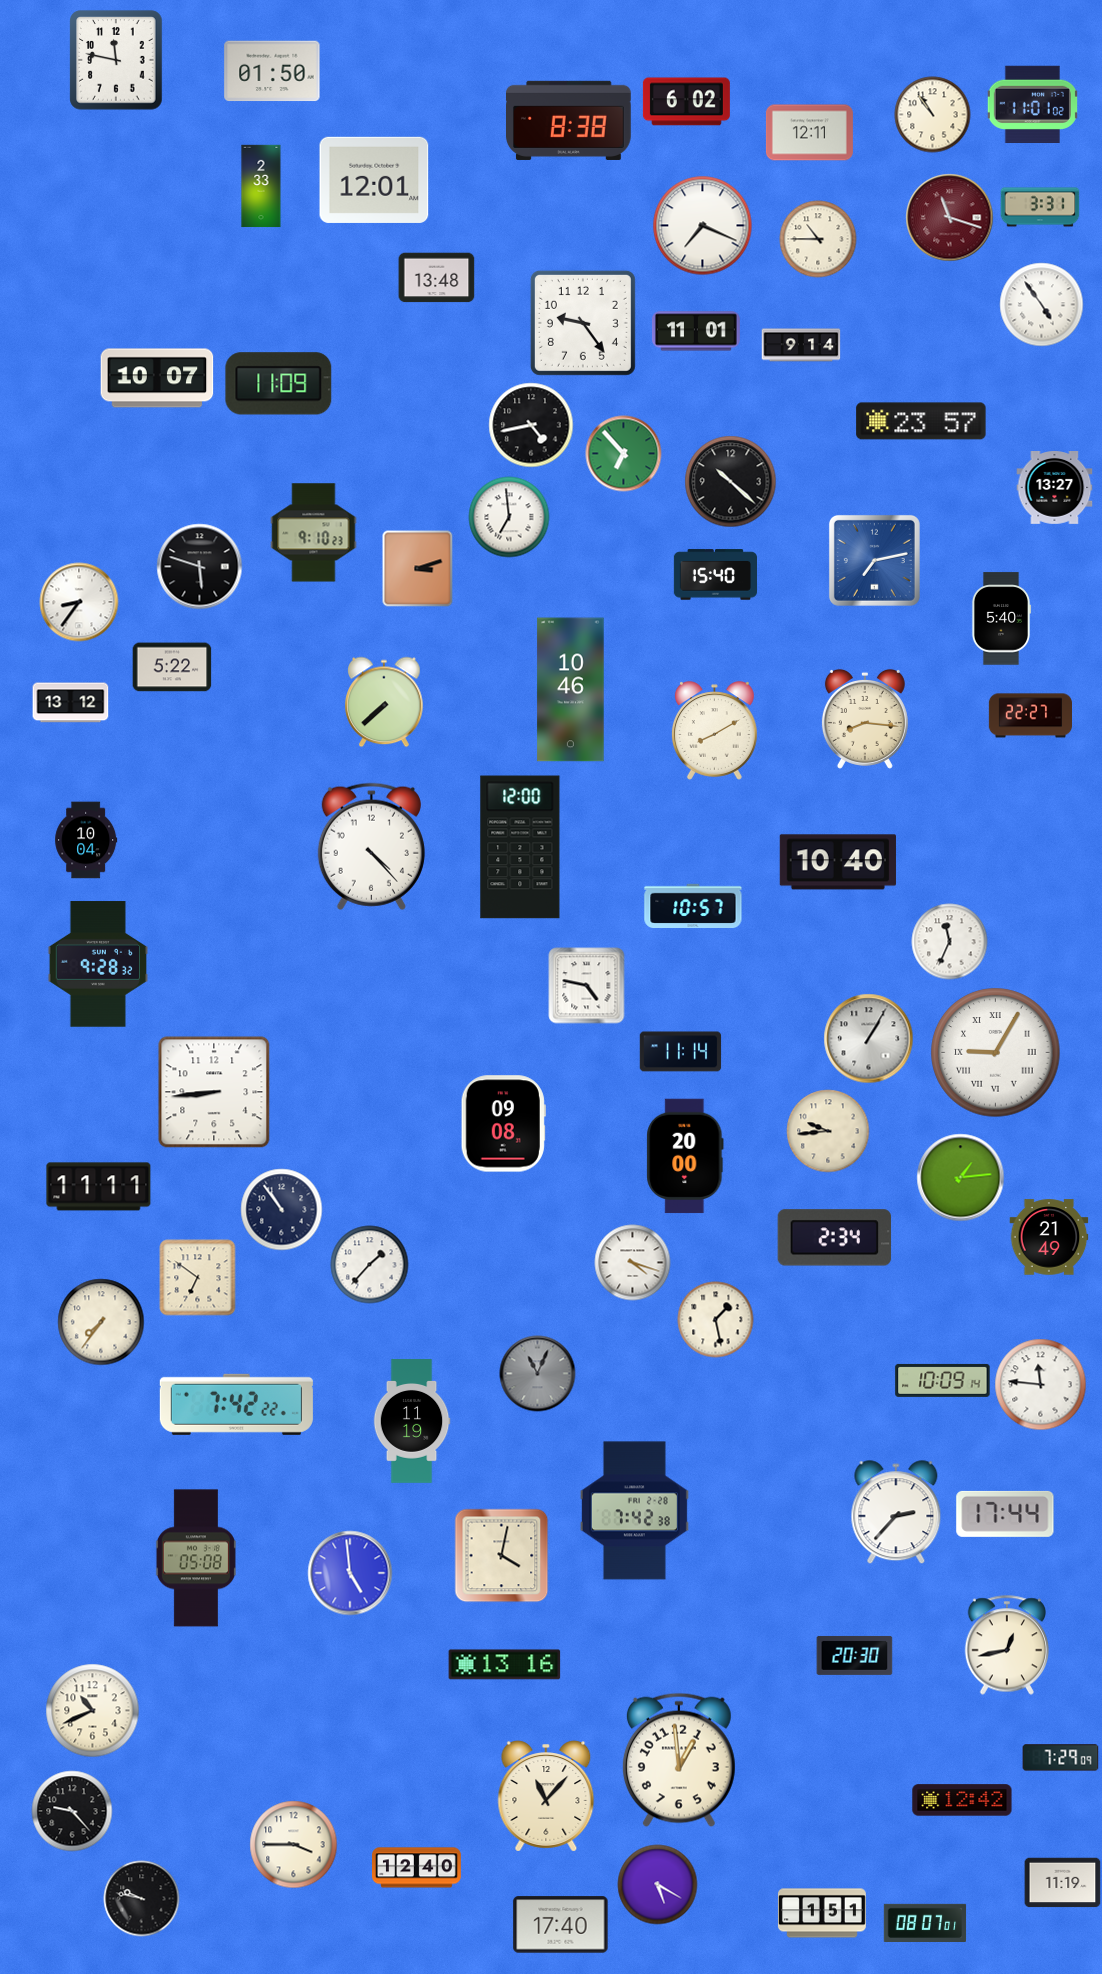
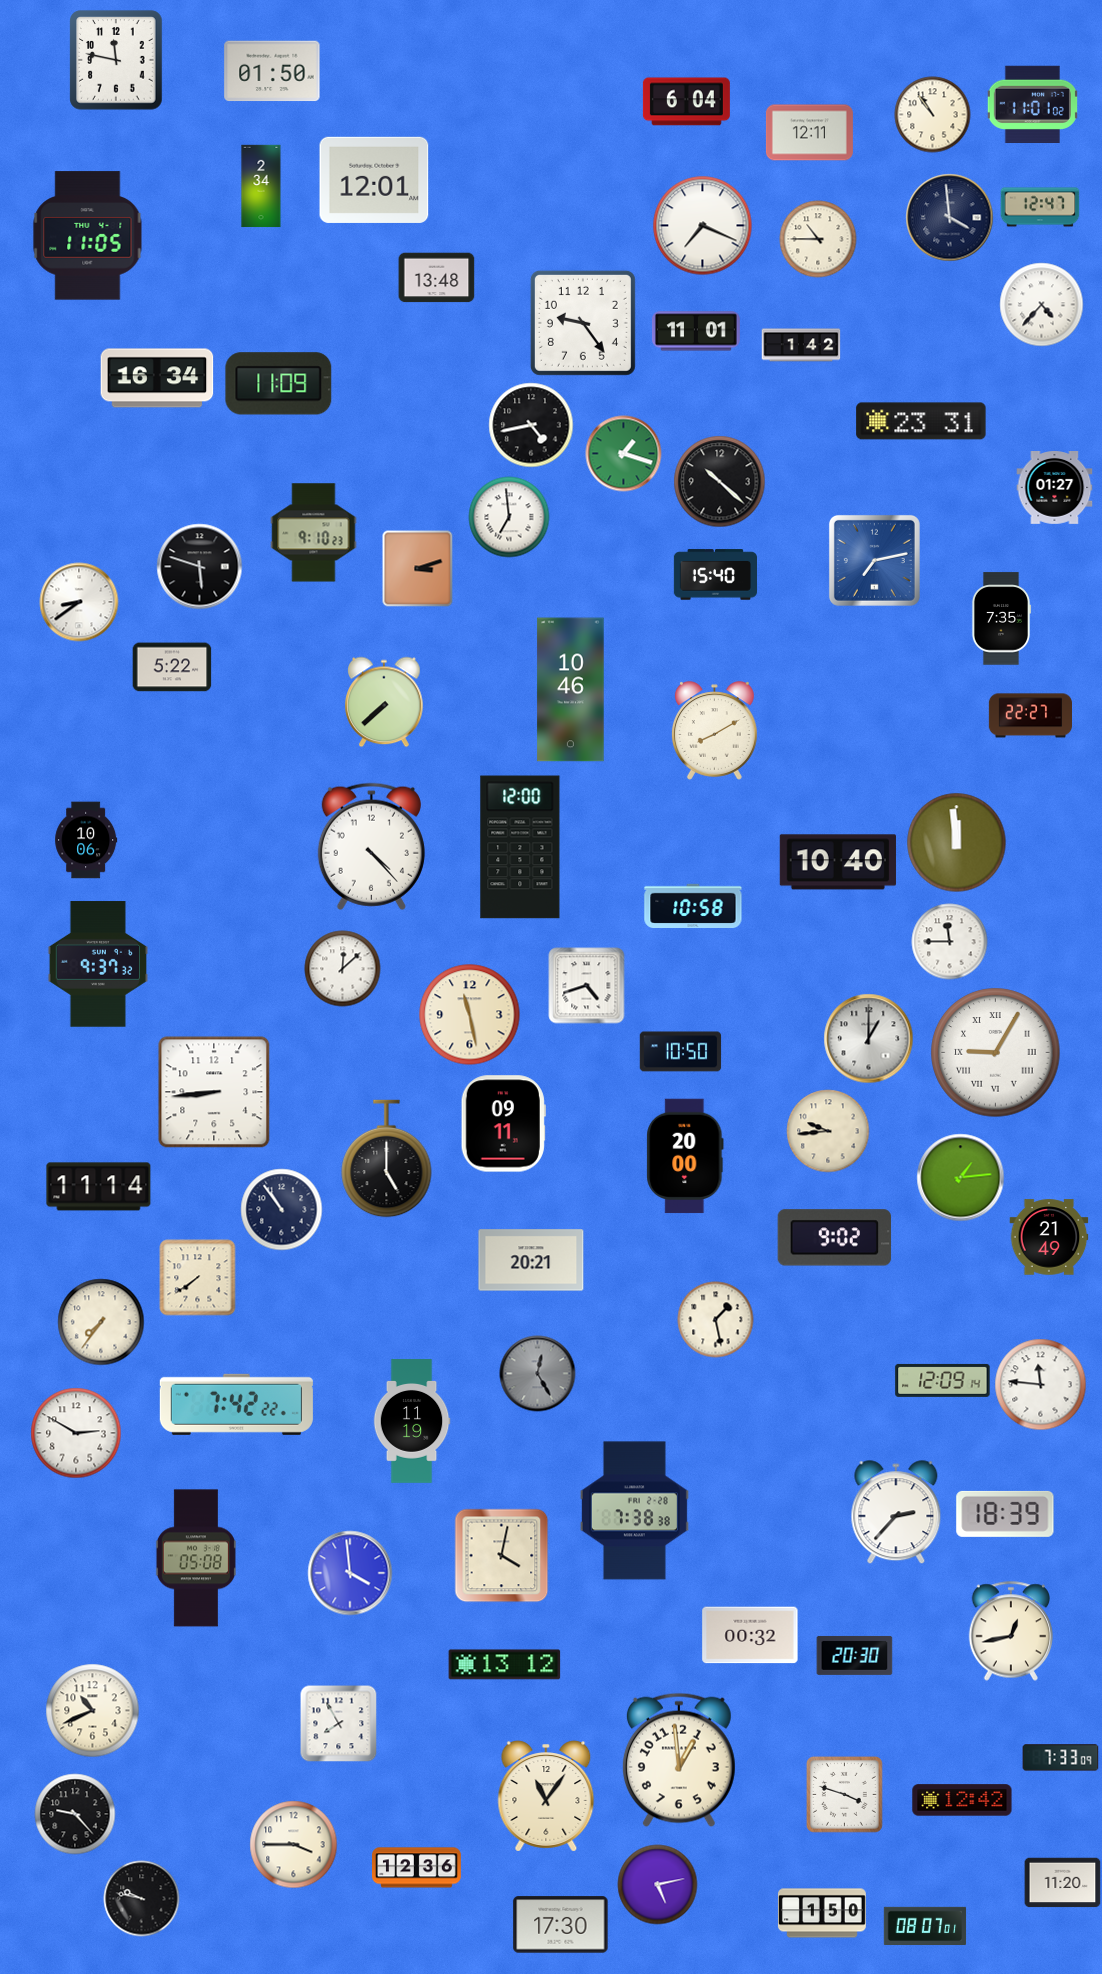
clock at (686, 102): 6:02 -> 6:04
clock at (569, 120): 8:38 -> none
clock at (261, 186): 2:33 -> 2:34
clock at (1040, 207): 3:31 -> 12:47
clock at (950, 218): 11:18 -> 3:59
clock at (950, 218) dial: burgundy -> navy
clock at (88, 236): none -> 11:05
clock at (1042, 305): 4:54 -> 4:37
clock at (801, 345): 9:14 -> 1:42
clock at (157, 378): 10:07 -> 16:34
clock at (921, 421): 23:57 -> 23:31
clock at (624, 454): 6:53 -> 1:18
clock at (731, 482) position: (731, 482) -> (720, 482)
clock at (1055, 488): 13:27 -> 01:27
clock at (79, 602): 8:36 -> 8:39
clock at (1001, 619): 5:40 -> 7:35
clock at (71, 703): 13:12 -> none
clock at (865, 719): 8:16 -> none
clock at (86, 840): 10:04 -> 10:06
clock at (957, 843): none -> 11:59
clock at (693, 905): 10:57 -> 10:58
clock at (950, 942): 11:34 -> 11:45
clock at (97, 964): 9:28 -> 9:37
clock at (343, 969): none -> 12:08
clock at (587, 986): 4:47 -> 4:42
clock at (470, 1015): none -> 11:28
clock at (869, 1039): 1:05 -> 1:00
clock at (681, 1052): 11:14 -> 10:50
clock at (503, 1124): 09:08 -> 09:11
clock at (387, 1159): none -> 5:00
clock at (99, 1187): 11:11 -> 11:14
clock at (835, 1238): 2:34 -> 9:02
clock at (531, 1260): none -> 20:21
clock at (633, 1263): 4:18 -> none
clock at (370, 1265): 1:37 -> none
clock at (198, 1278): 6:51 -> 7:39
clock at (538, 1374): 11:04 -> 12:25
clock at (943, 1380): 10:09 -> 12:09
clock at (76, 1433): none -> 2:50
clock at (634, 1511): 7:42 -> 7:38
clock at (1005, 1514): 17:44 -> 18:39
clock at (350, 1573): 4:59 -> 3:59
clock at (750, 1635): none -> 00:32
clock at (1006, 1645) position: (1006, 1645) -> (1010, 1631)
clock at (505, 1665): 13:16 -> 13:12
clock at (339, 1724): none -> 7:55
clock at (1061, 1758): 7:29 -> 7:33
clock at (844, 1794): none -> 3:48
clock at (546, 1796): 11:07 -> 11:06
clock at (72, 1811) position: (72, 1811) -> (75, 1814)
clock at (417, 1868): 12:40 -> 12:36
clock at (1063, 1883): 11:19 -> 11:20
clock at (658, 1885): 5:20 -> 5:13
clock at (822, 1913): 1:51 -> 1:50
clock at (925, 1922) position: (925, 1922) -> (925, 1925)
clock at (561, 1925): 17:40 -> 17:30
